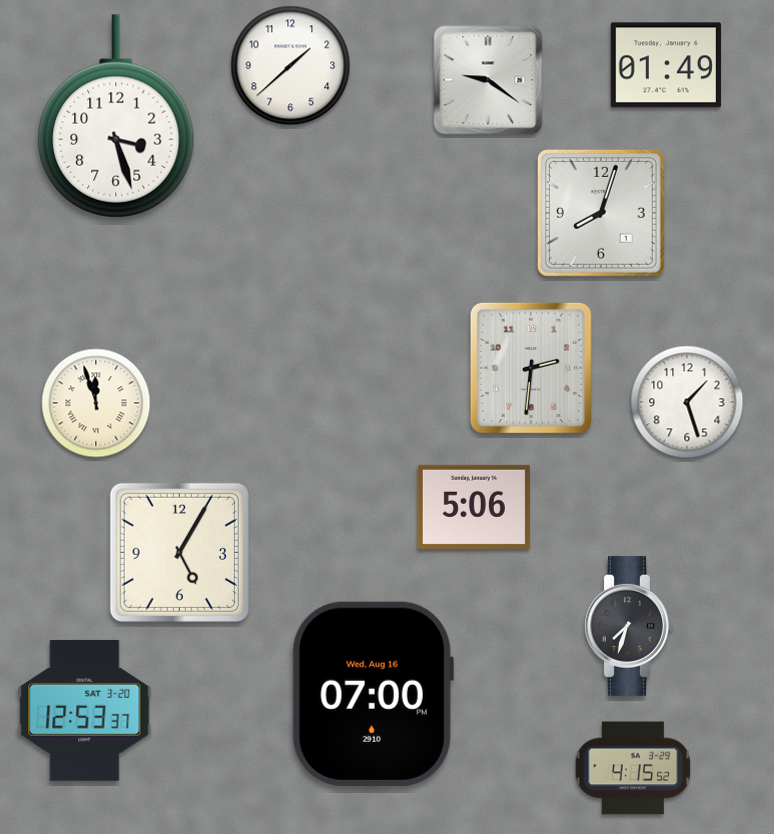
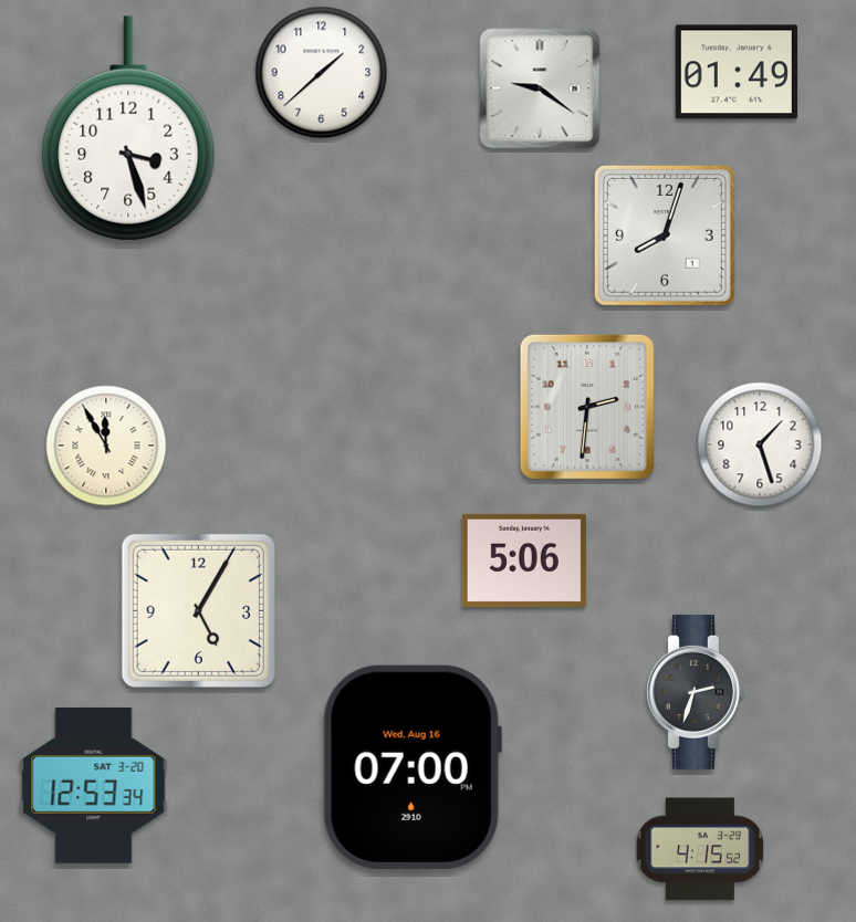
clock at (96, 403): 11:57 -> 11:55
clock at (629, 626): 7:33 -> 2:33
clock at (85, 710): 12:53:37 -> 12:53:34
